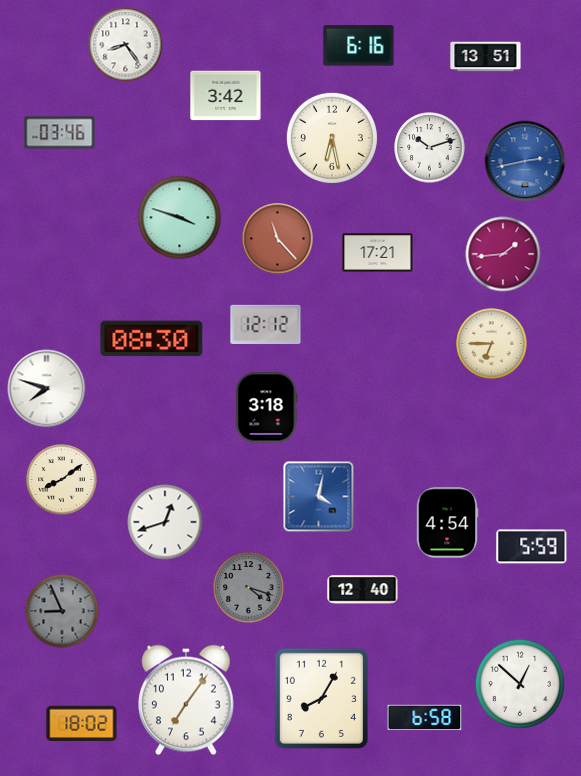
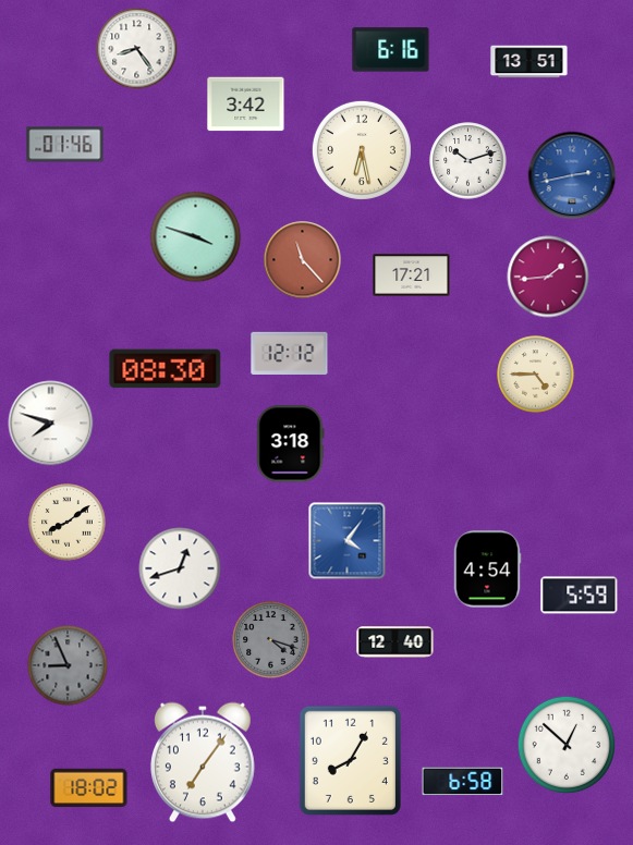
clock at (60, 133): 03:46 -> 01:46
clock at (492, 344): 6:45 -> 4:45
clock at (319, 497): 4:02 -> 4:06
